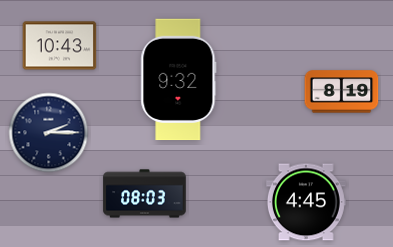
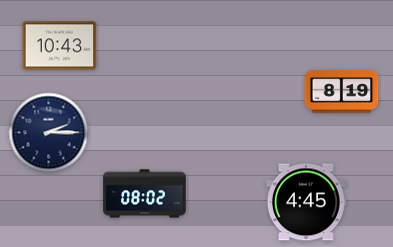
clock at (179, 80): 9:32 -> none
clock at (145, 194): 08:03 -> 08:02
